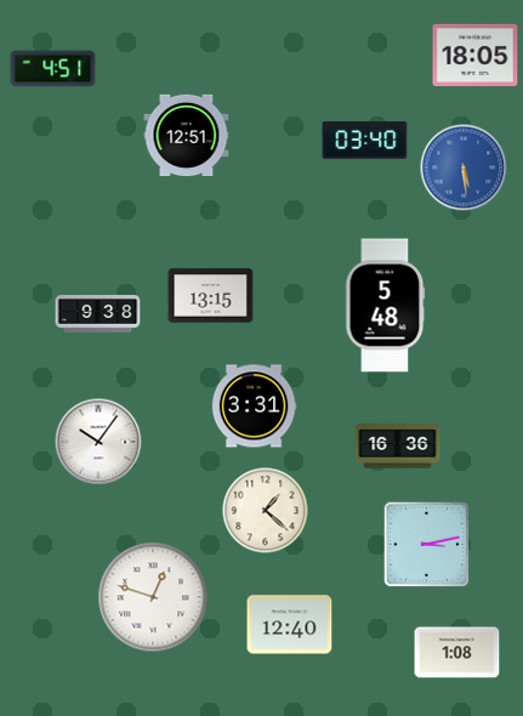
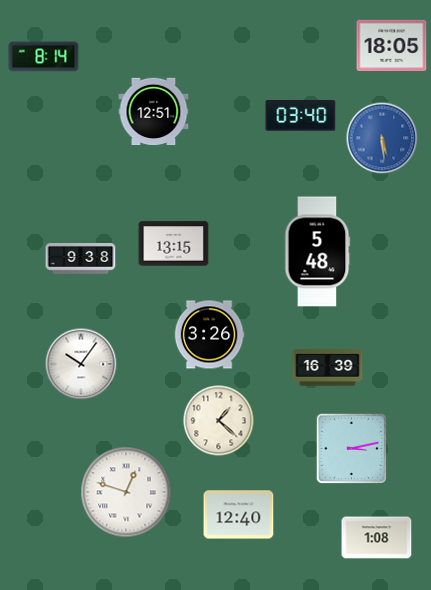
clock at (53, 69): 4:51 -> 8:14
clock at (254, 407): 3:31 -> 3:26
clock at (398, 447): 16:36 -> 16:39
